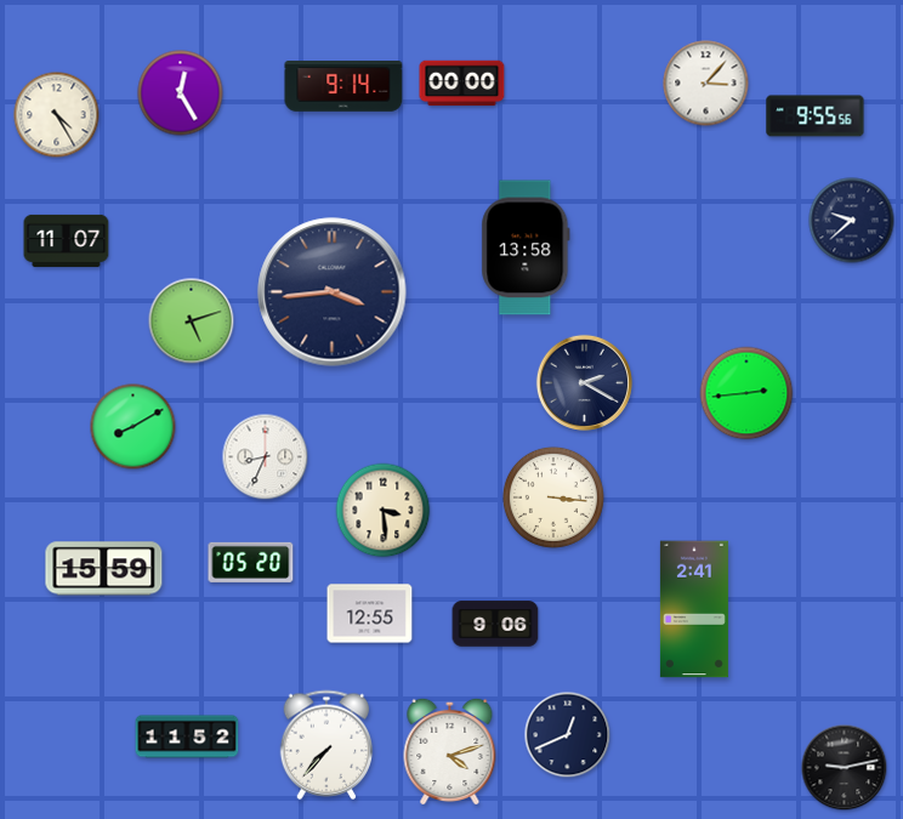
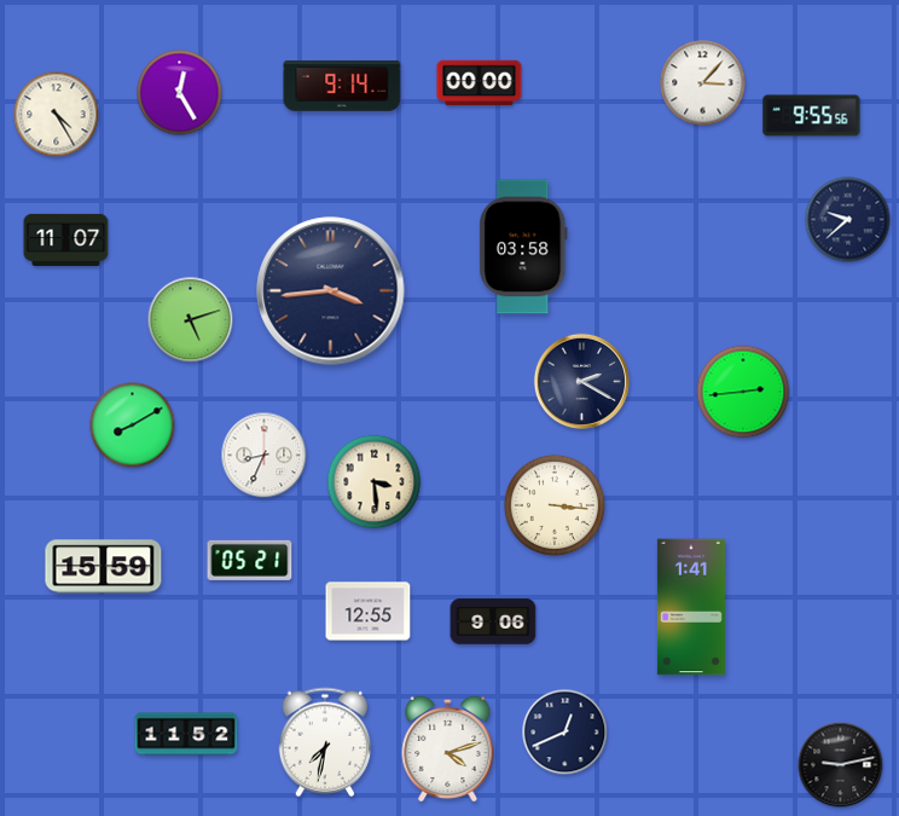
clock at (462, 84) position: (462, 84) -> (480, 83)
clock at (526, 248): 13:58 -> 03:58
clock at (553, 497) position: (553, 497) -> (555, 505)
clock at (384, 511) position: (384, 511) -> (375, 482)
clock at (251, 562): 05:20 -> 05:21
clock at (694, 609): 2:41 -> 1:41
clock at (326, 745): 7:37 -> 7:32
